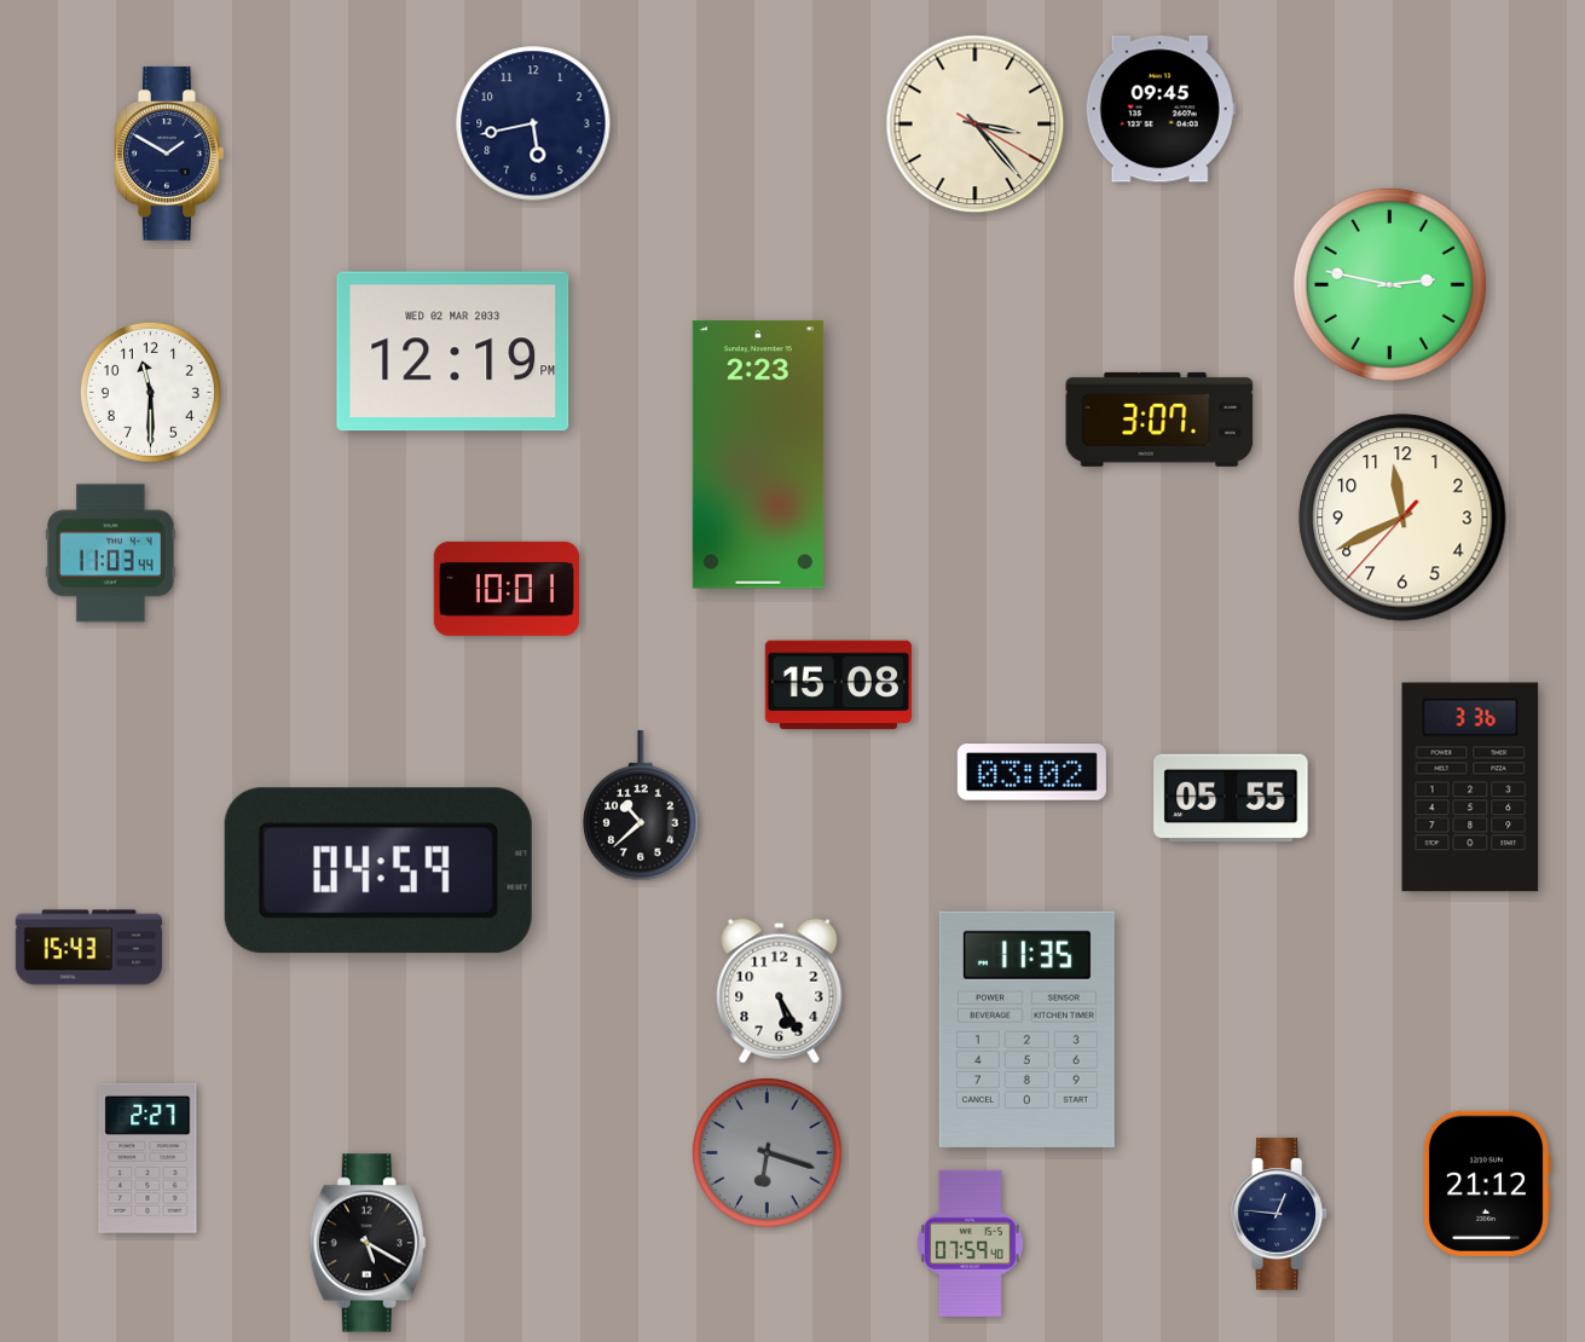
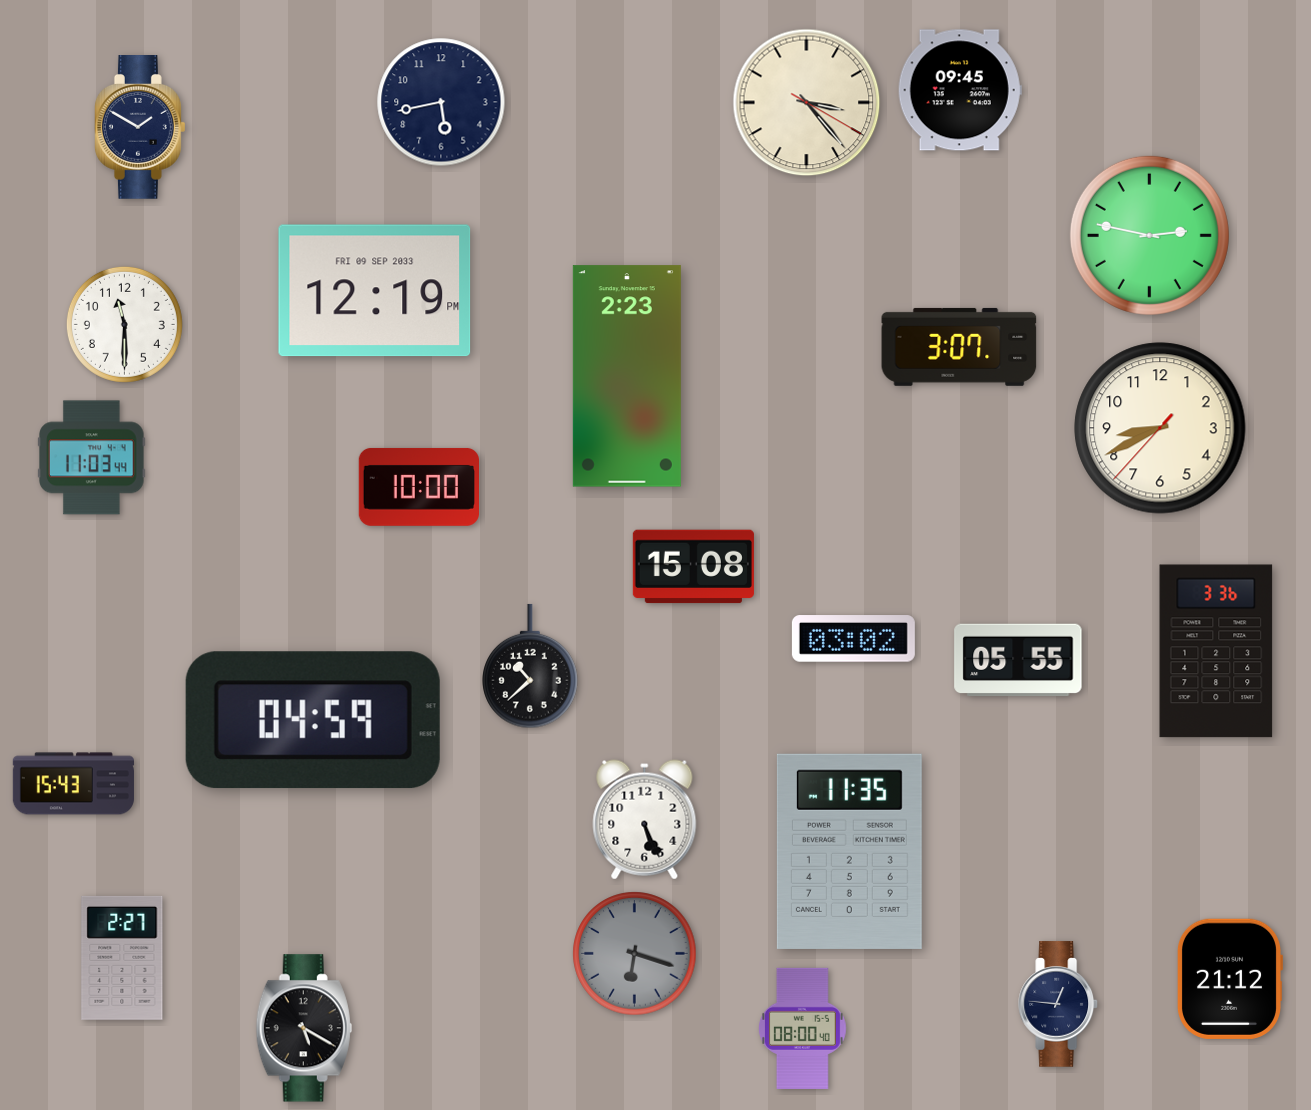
clock at (453, 352) date: WED 02 MAR 2033 -> FRI 09 SEP 2033
clock at (1402, 517): 11:40 -> 8:40
clock at (505, 589): 10:01 -> 10:00
clock at (780, 991): 5:25 -> 5:26
clock at (971, 1243): 07:59 -> 08:00
